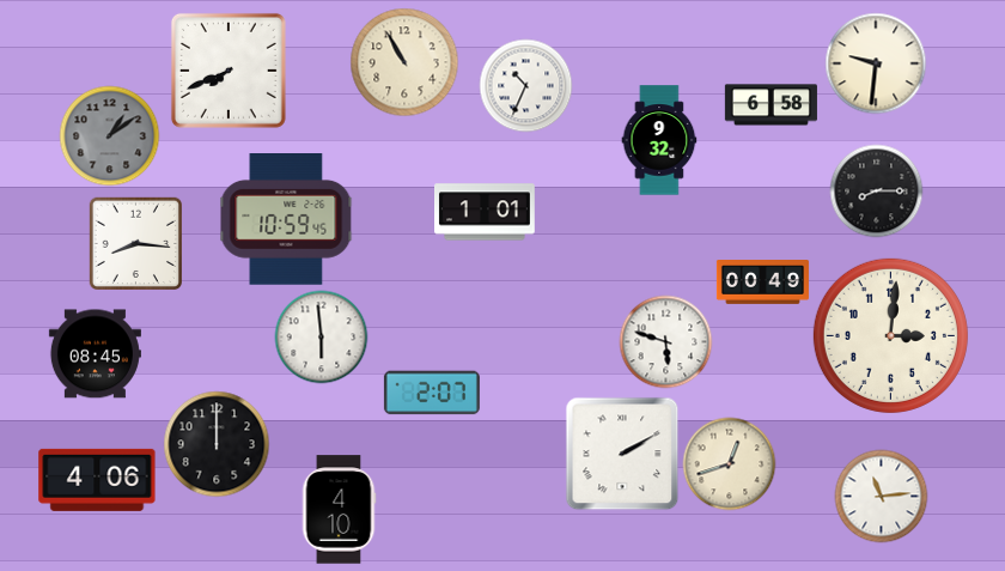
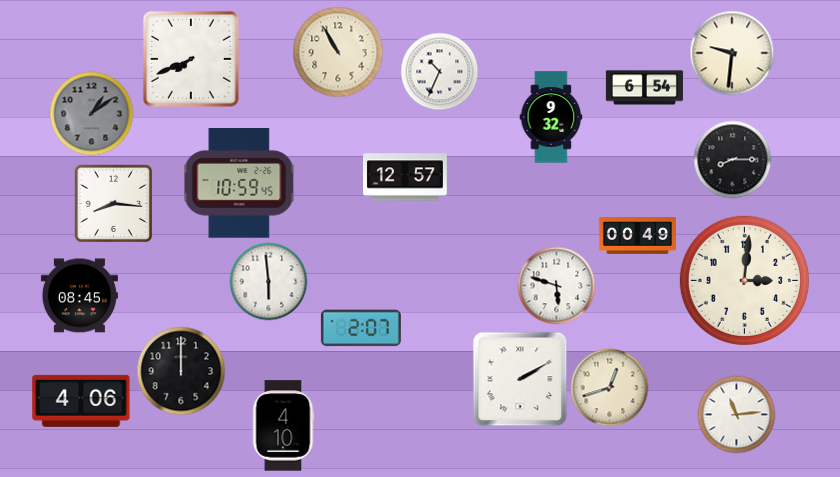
clock at (770, 105): 6:58 -> 6:54
clock at (485, 212): 1:01 -> 12:57
